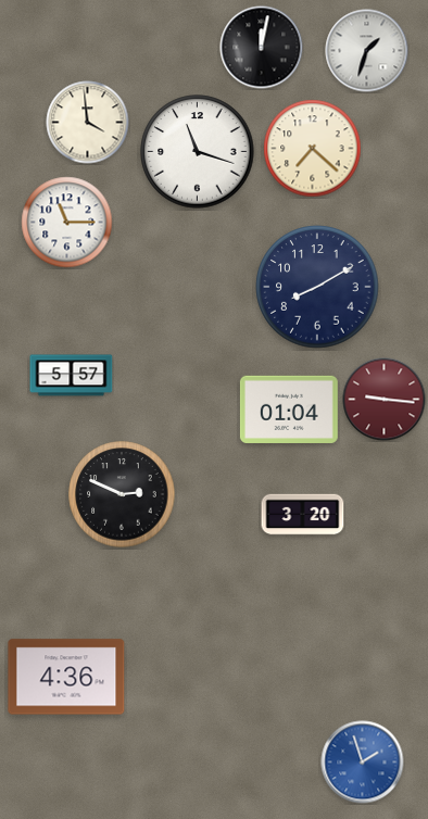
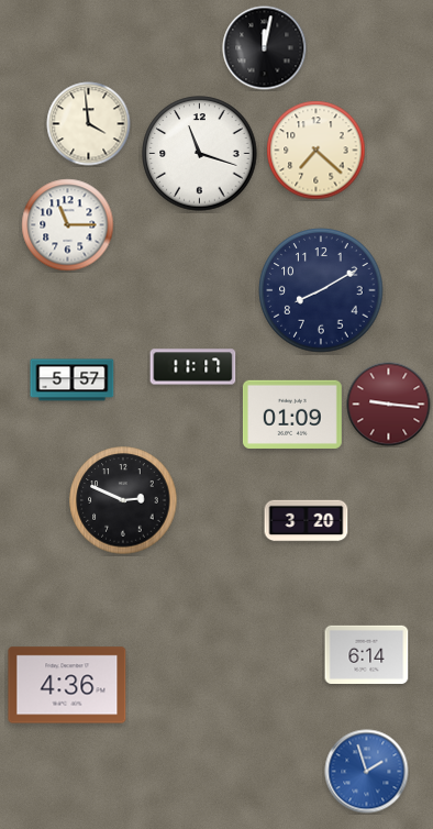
clock at (367, 51): 1:33 -> none
clock at (193, 367): none -> 11:17
clock at (289, 409): 01:04 -> 01:09
clock at (367, 654): none -> 6:14
